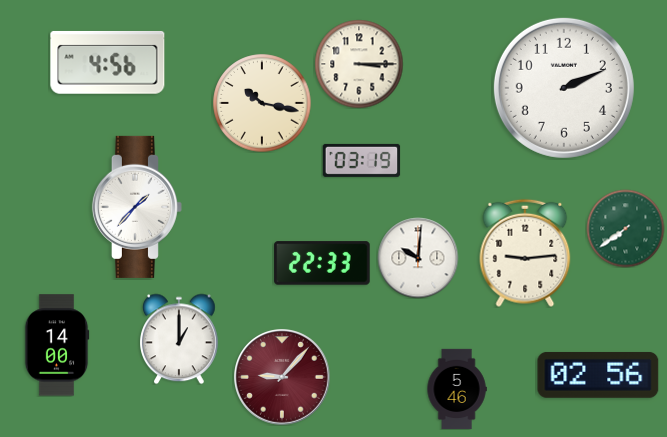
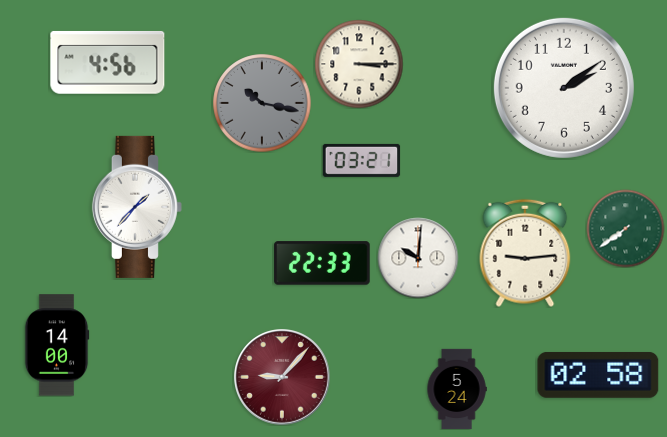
clock at (564, 88): 2:11 -> 2:09
clock at (262, 103) dial: cream -> grey
clock at (361, 160): 03:19 -> 03:21
clock at (180, 339): 1:00 -> none
clock at (598, 375): 02:56 -> 02:58
clock at (457, 389): 5:46 -> 5:24
